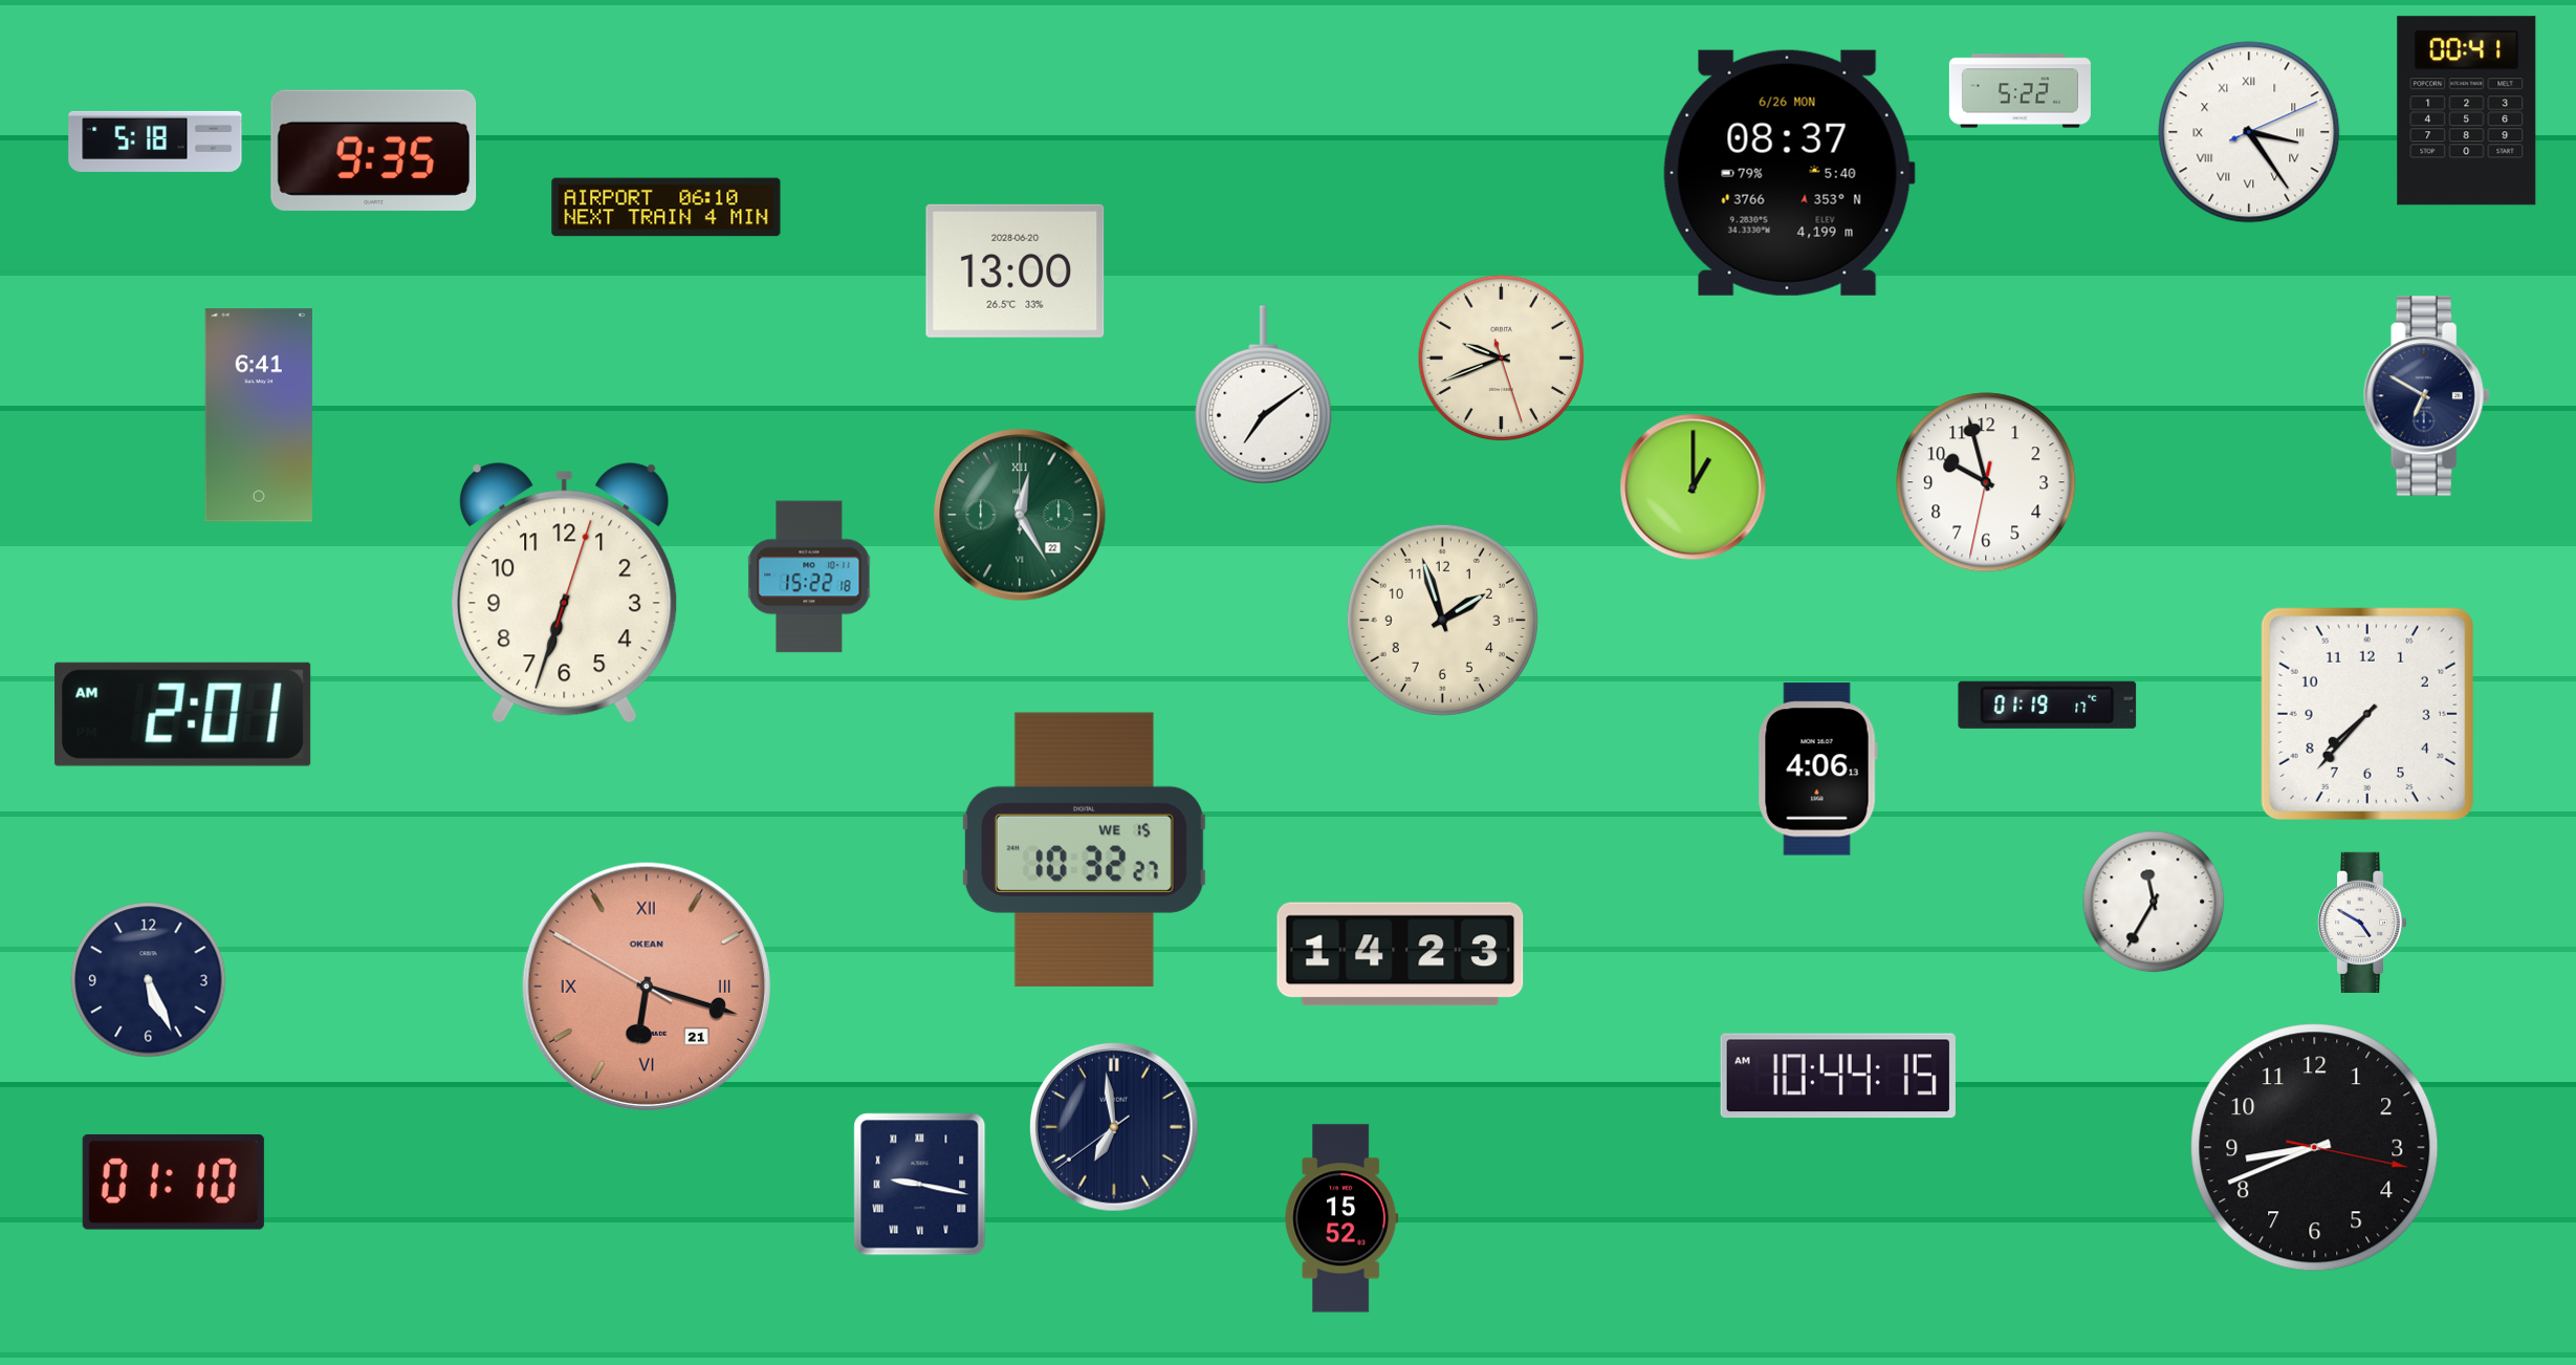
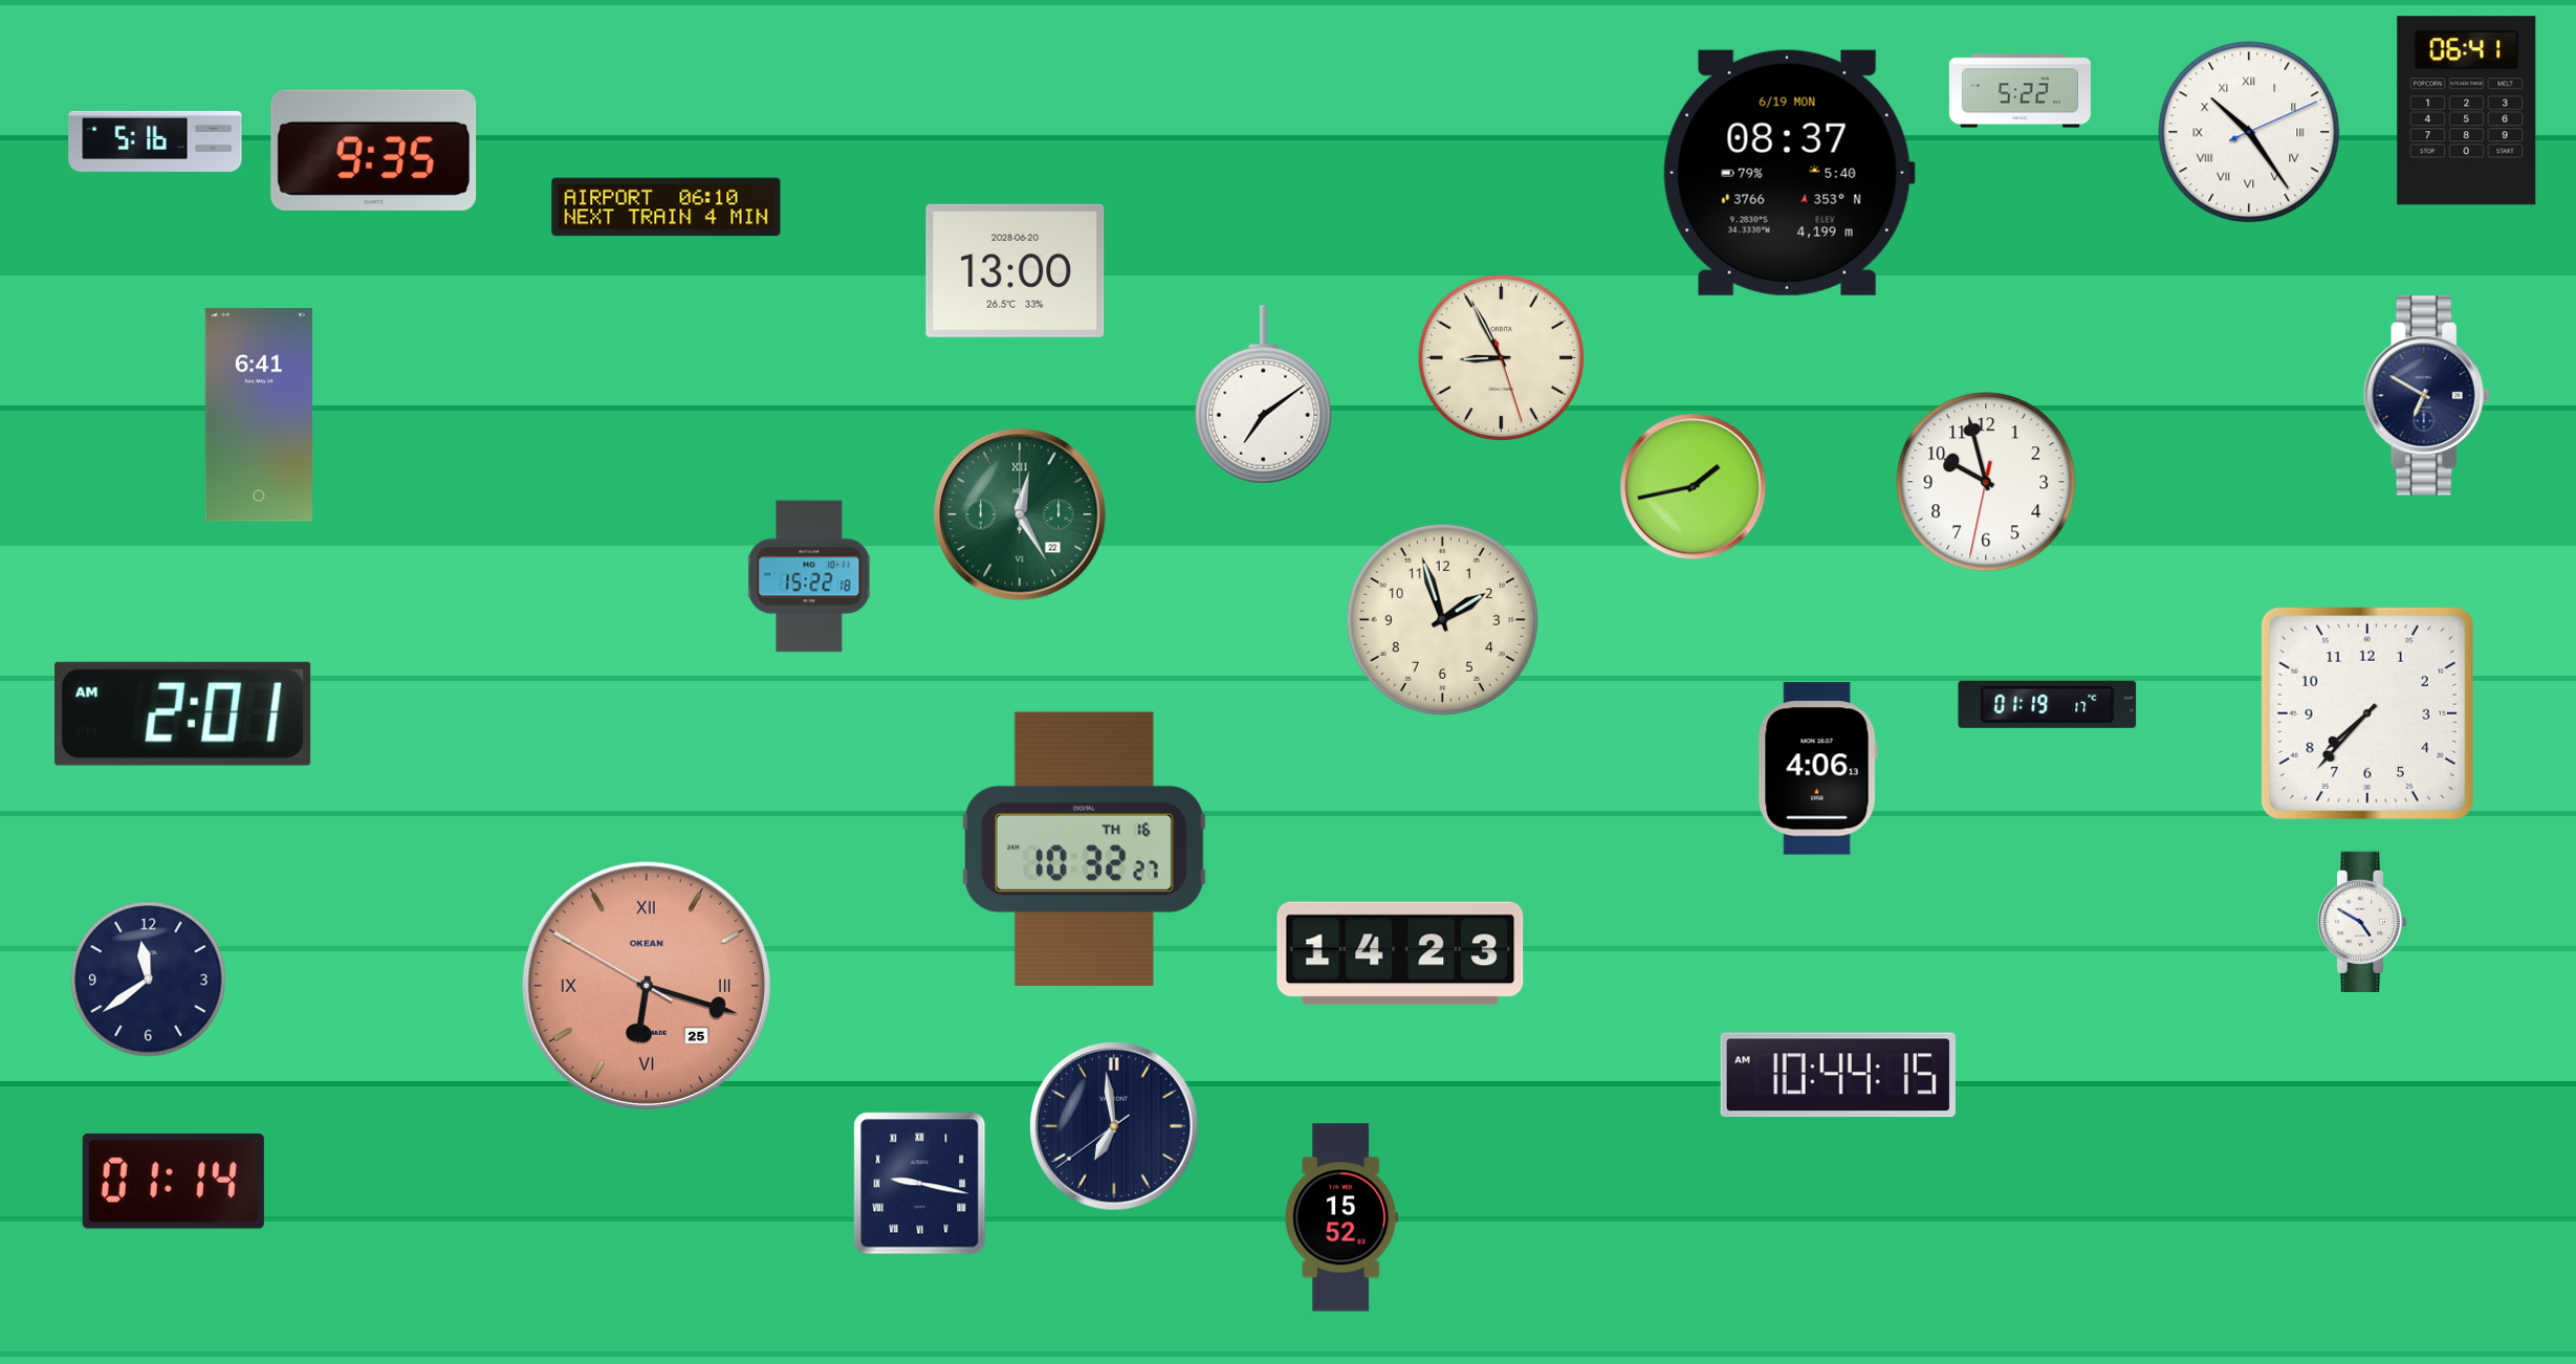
clock at (2467, 111): 00:41 -> 06:41
clock at (2249, 132): 3:24 -> 10:24
clock at (155, 142): 5:18 -> 5:16
clock at (1789, 173) date: 6/26 MON -> 6/19 MON
clock at (1502, 359): 9:41 -> 8:55
clock at (1694, 487): 1:00 -> 1:43
clock at (565, 593): 6:33 -> none
clock at (1084, 849) date: WE 15 -> TH 16
clock at (2154, 902): 11:35 -> none
clock at (149, 980): 5:26 -> 11:39
clock at (647, 987) date: 21 -> 25
clock at (2315, 1148): 8:41 -> none
clock at (173, 1182): 01:10 -> 01:14
